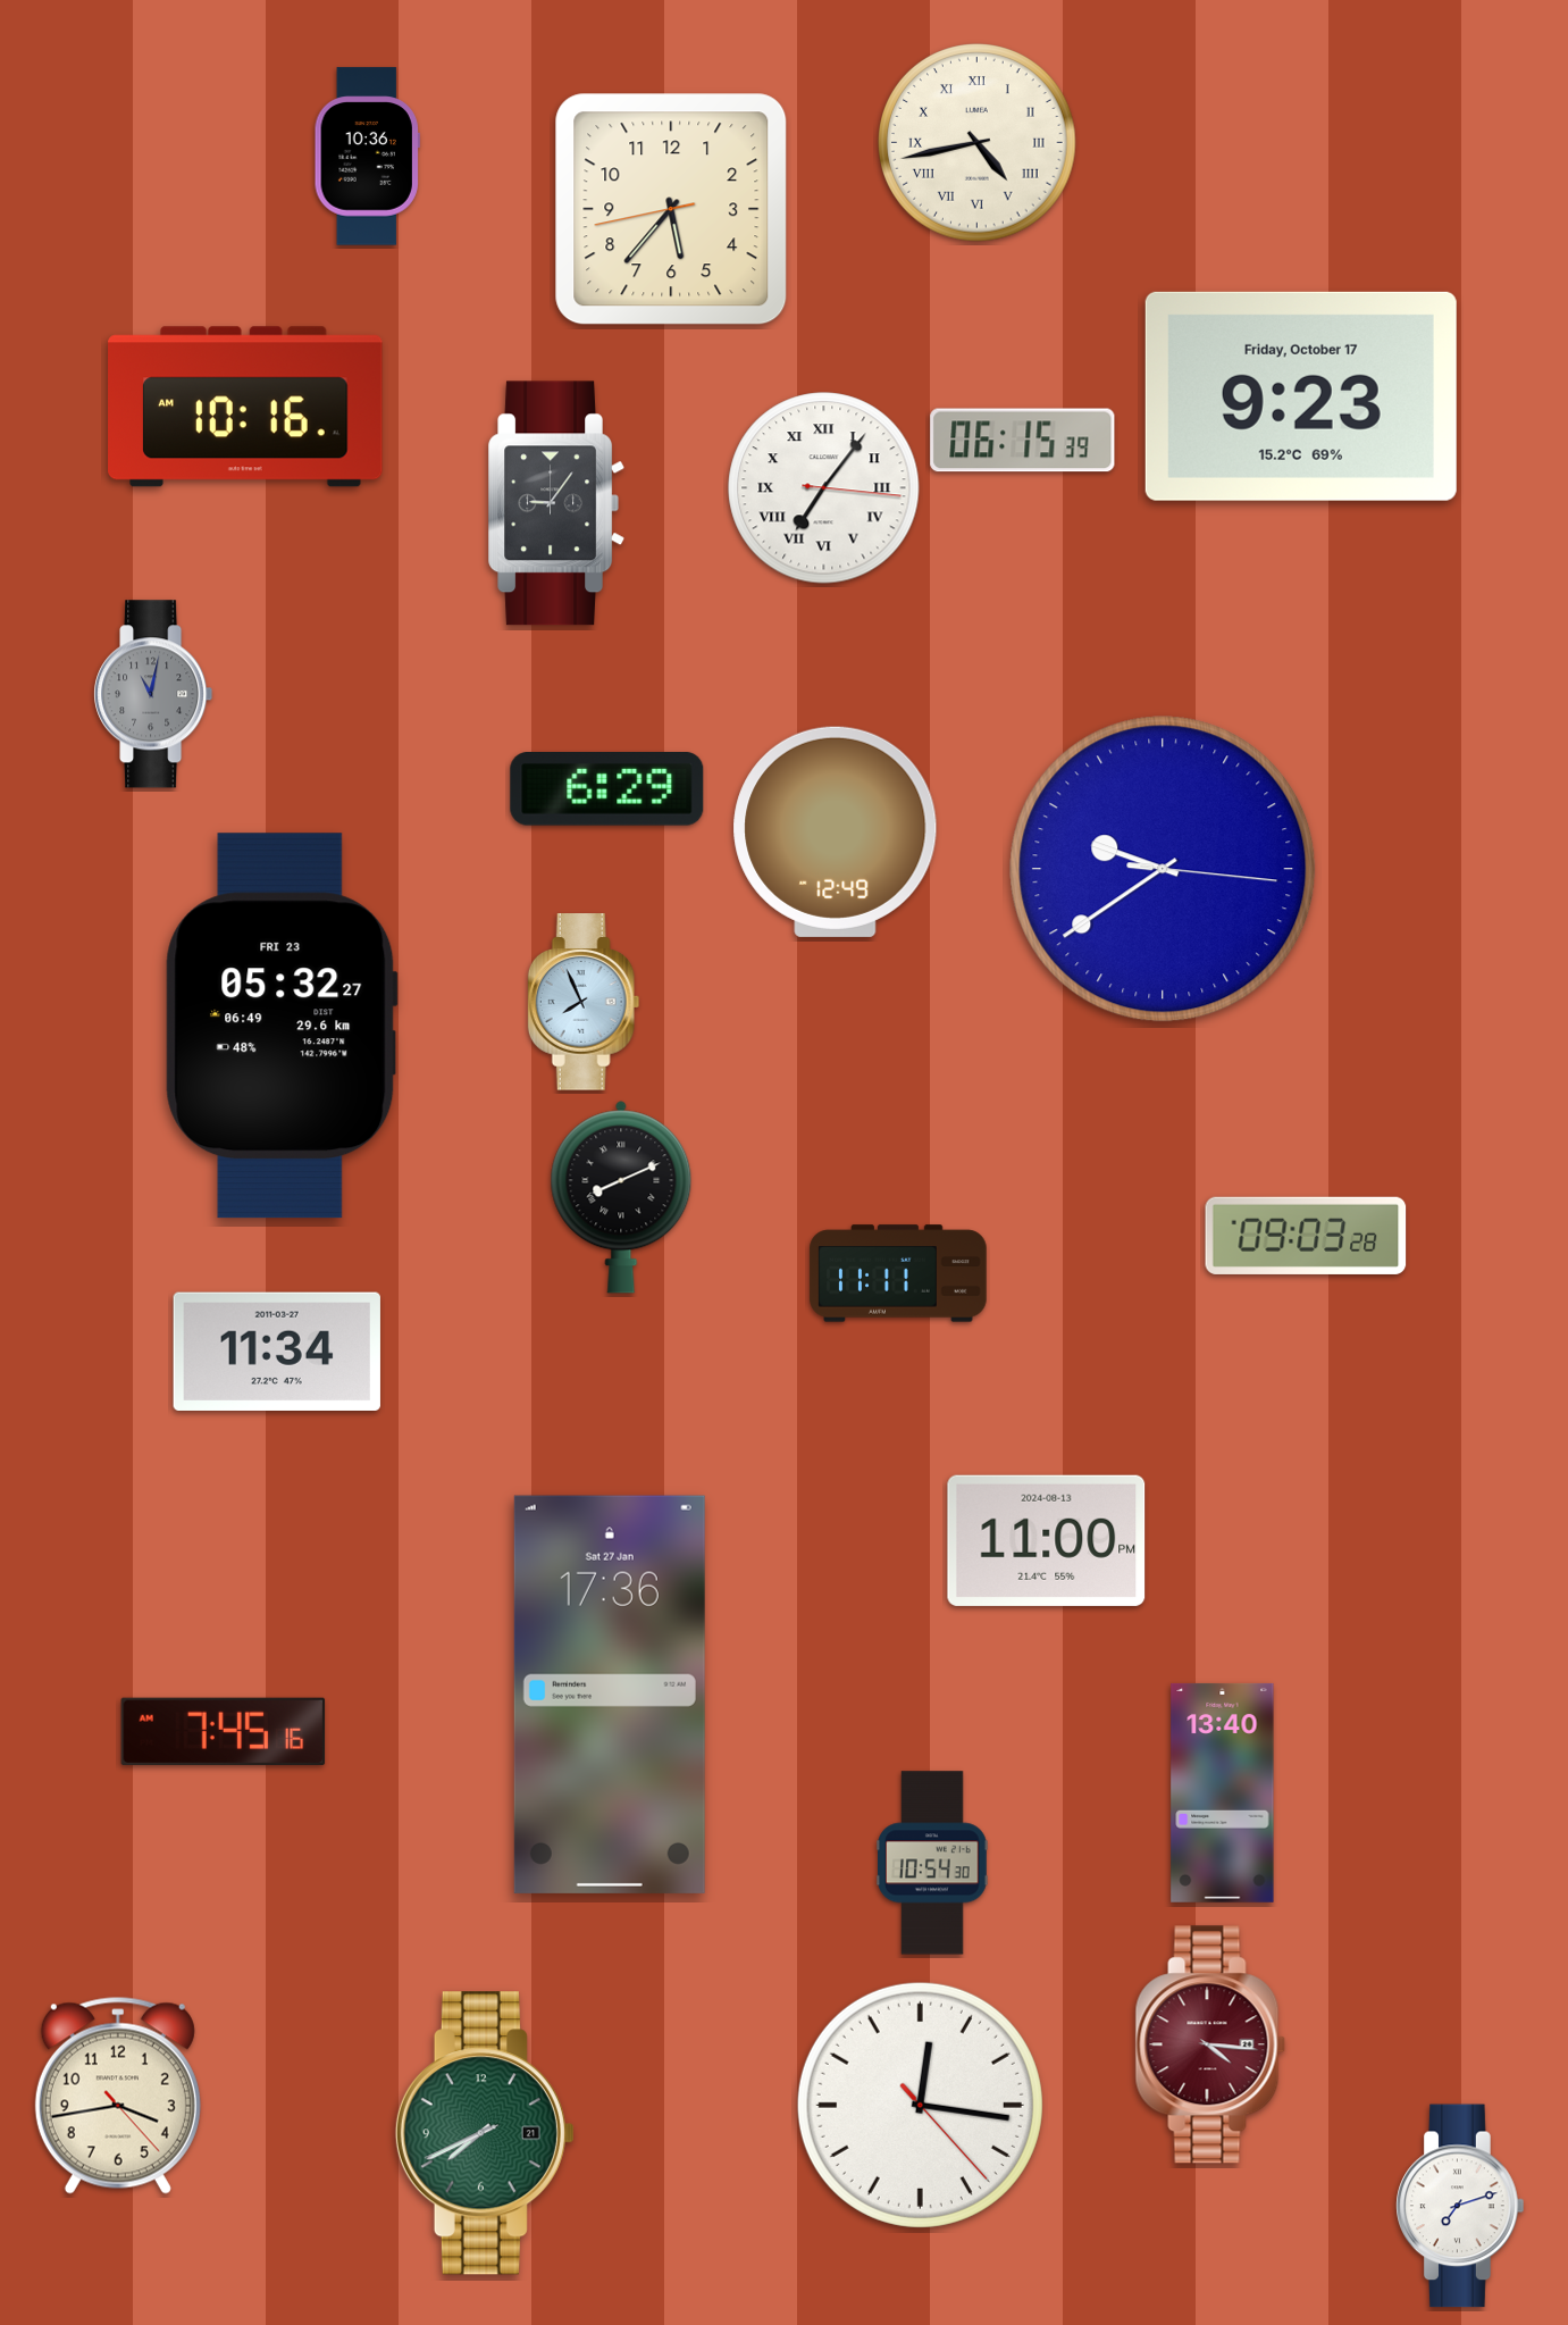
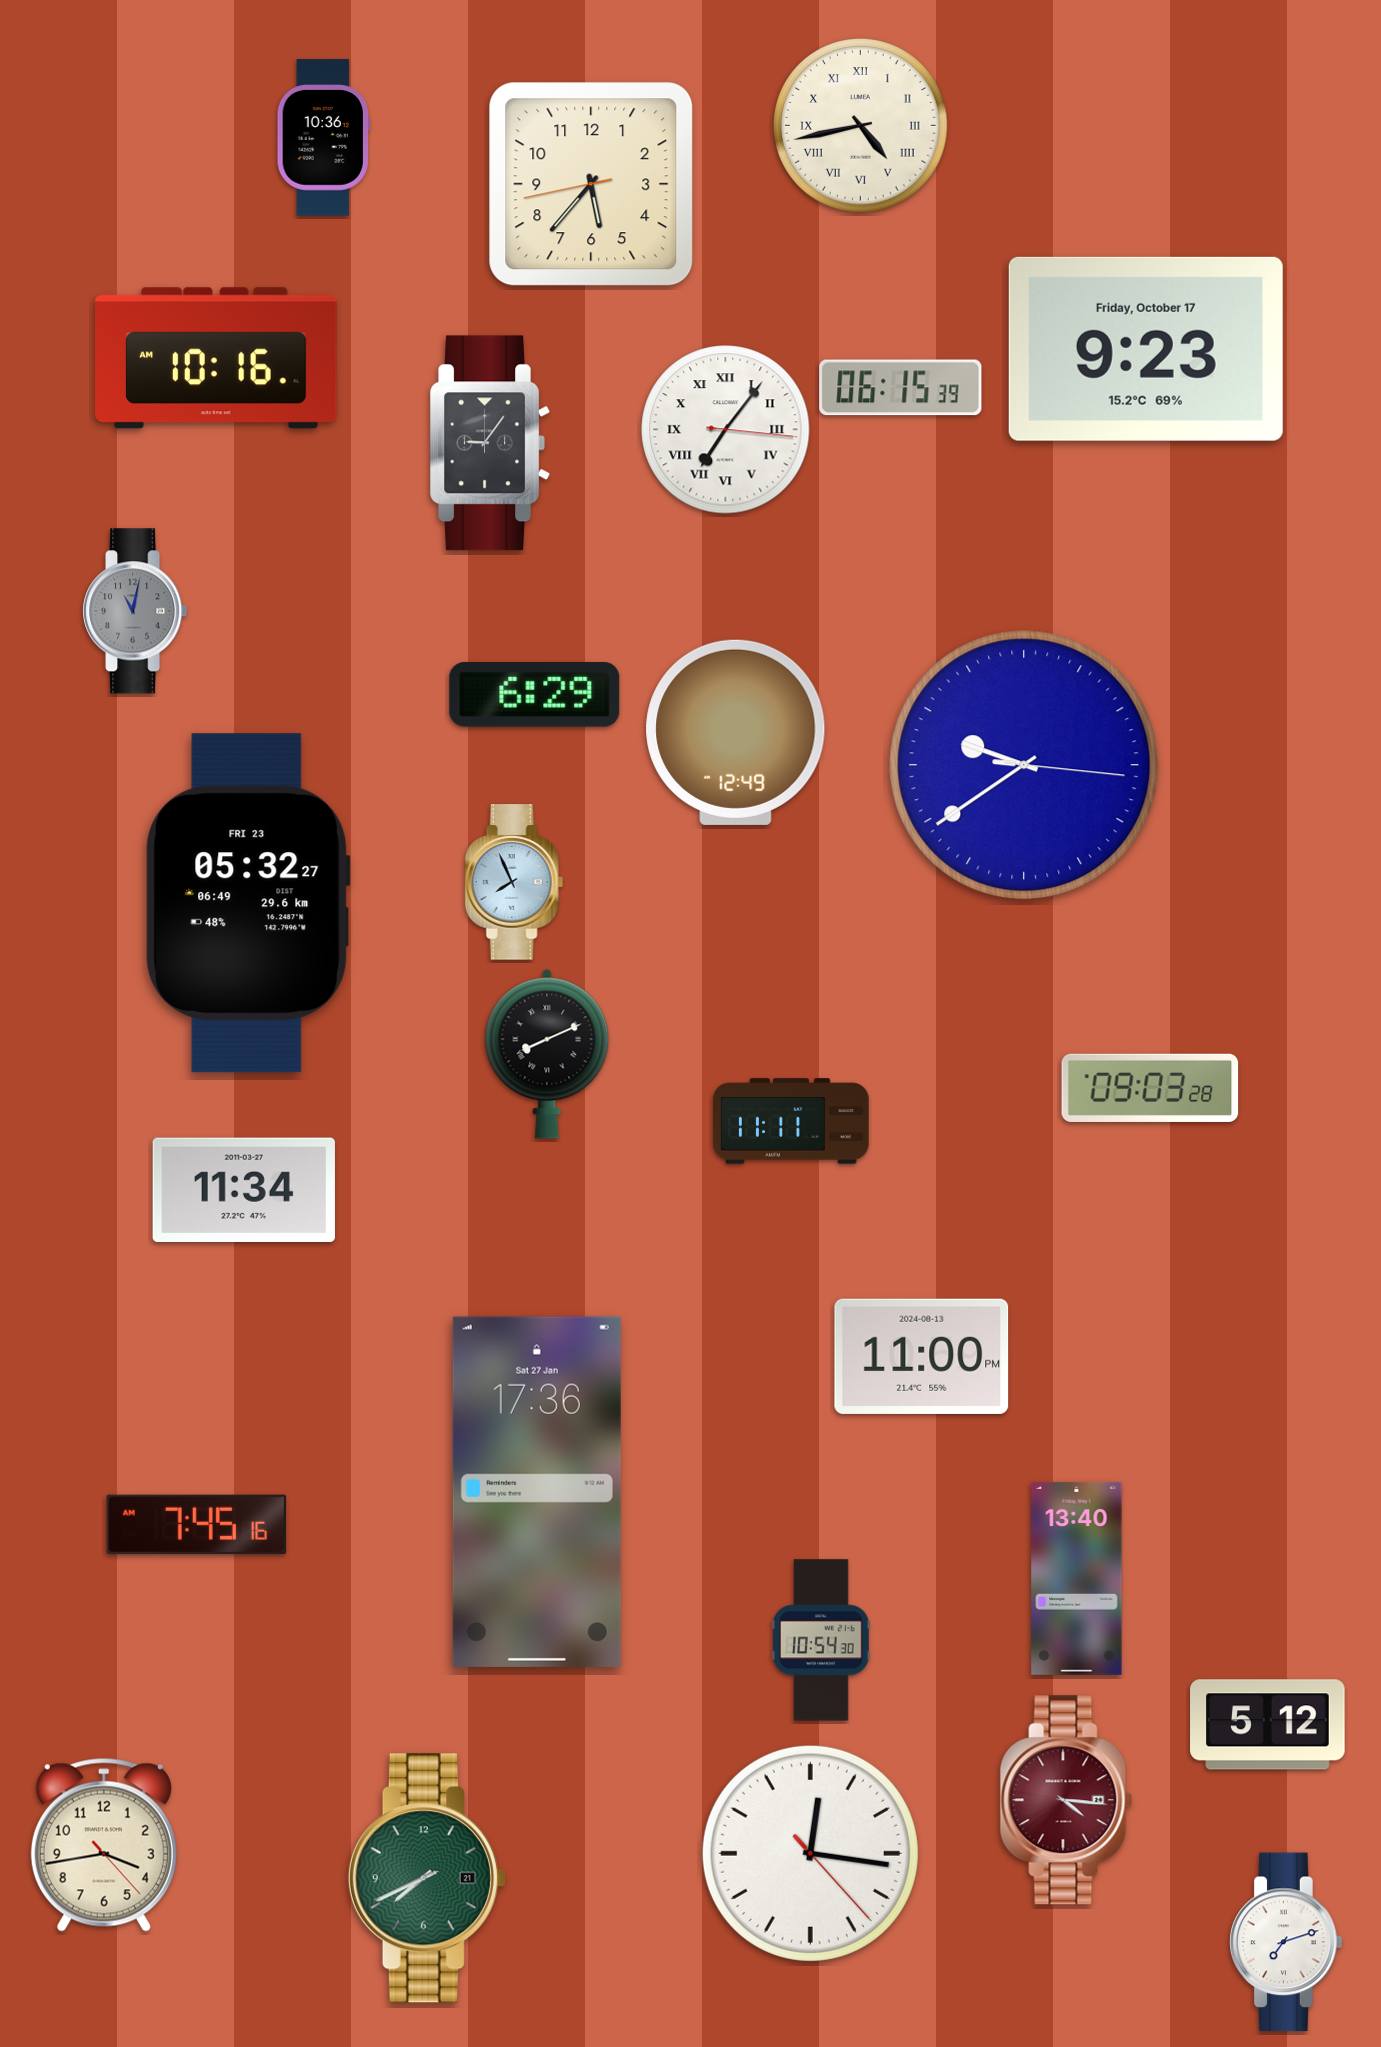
clock at (1268, 1725): none -> 5:12
